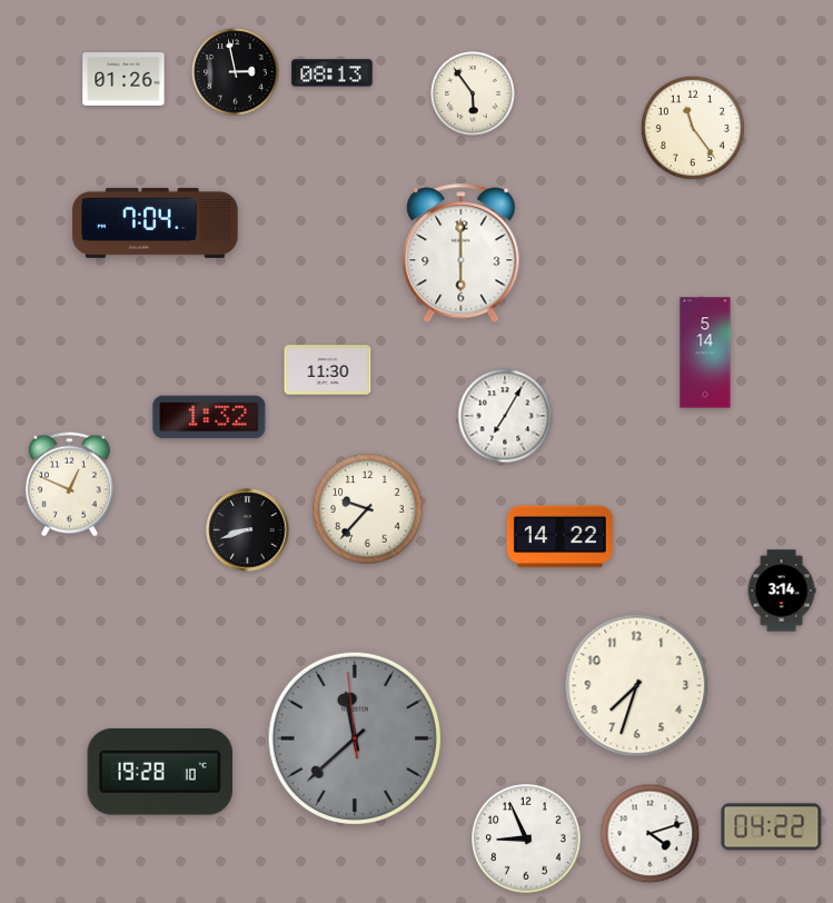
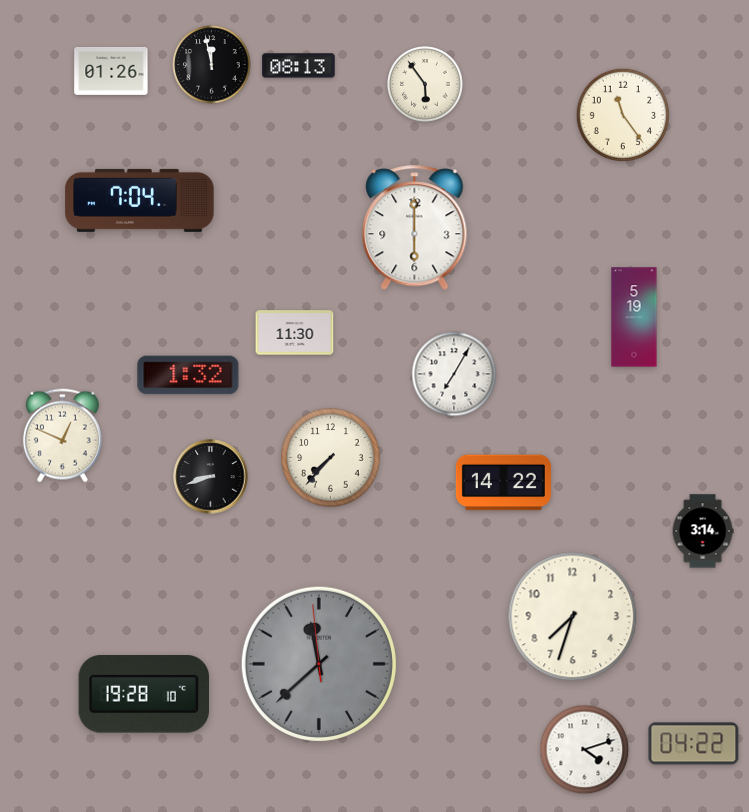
clock at (236, 72): 2:58 -> 11:58
clock at (705, 353): 5:14 -> 5:19
clock at (368, 509): 9:37 -> 7:37
clock at (248, 530) position: (248, 530) -> (211, 477)
clock at (526, 838): 8:56 -> none
